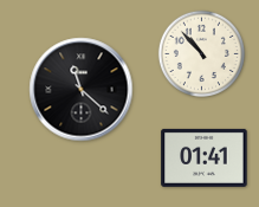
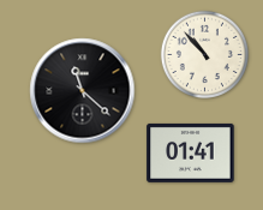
clock at (205, 157) position: (205, 157) -> (191, 152)
